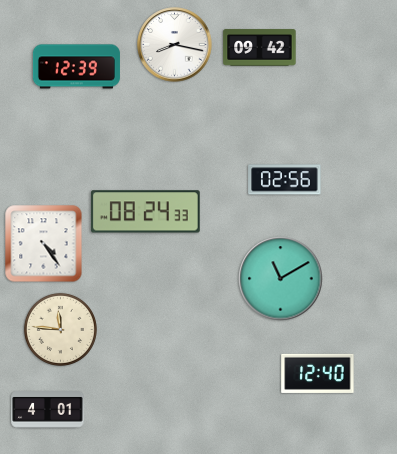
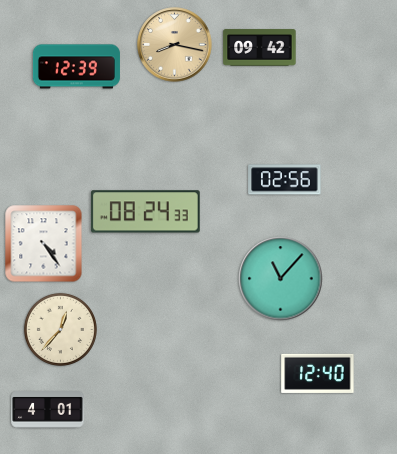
clock at (175, 45) dial: white -> champagne
clock at (281, 279): 11:10 -> 11:07
clock at (60, 329): 11:46 -> 12:37
